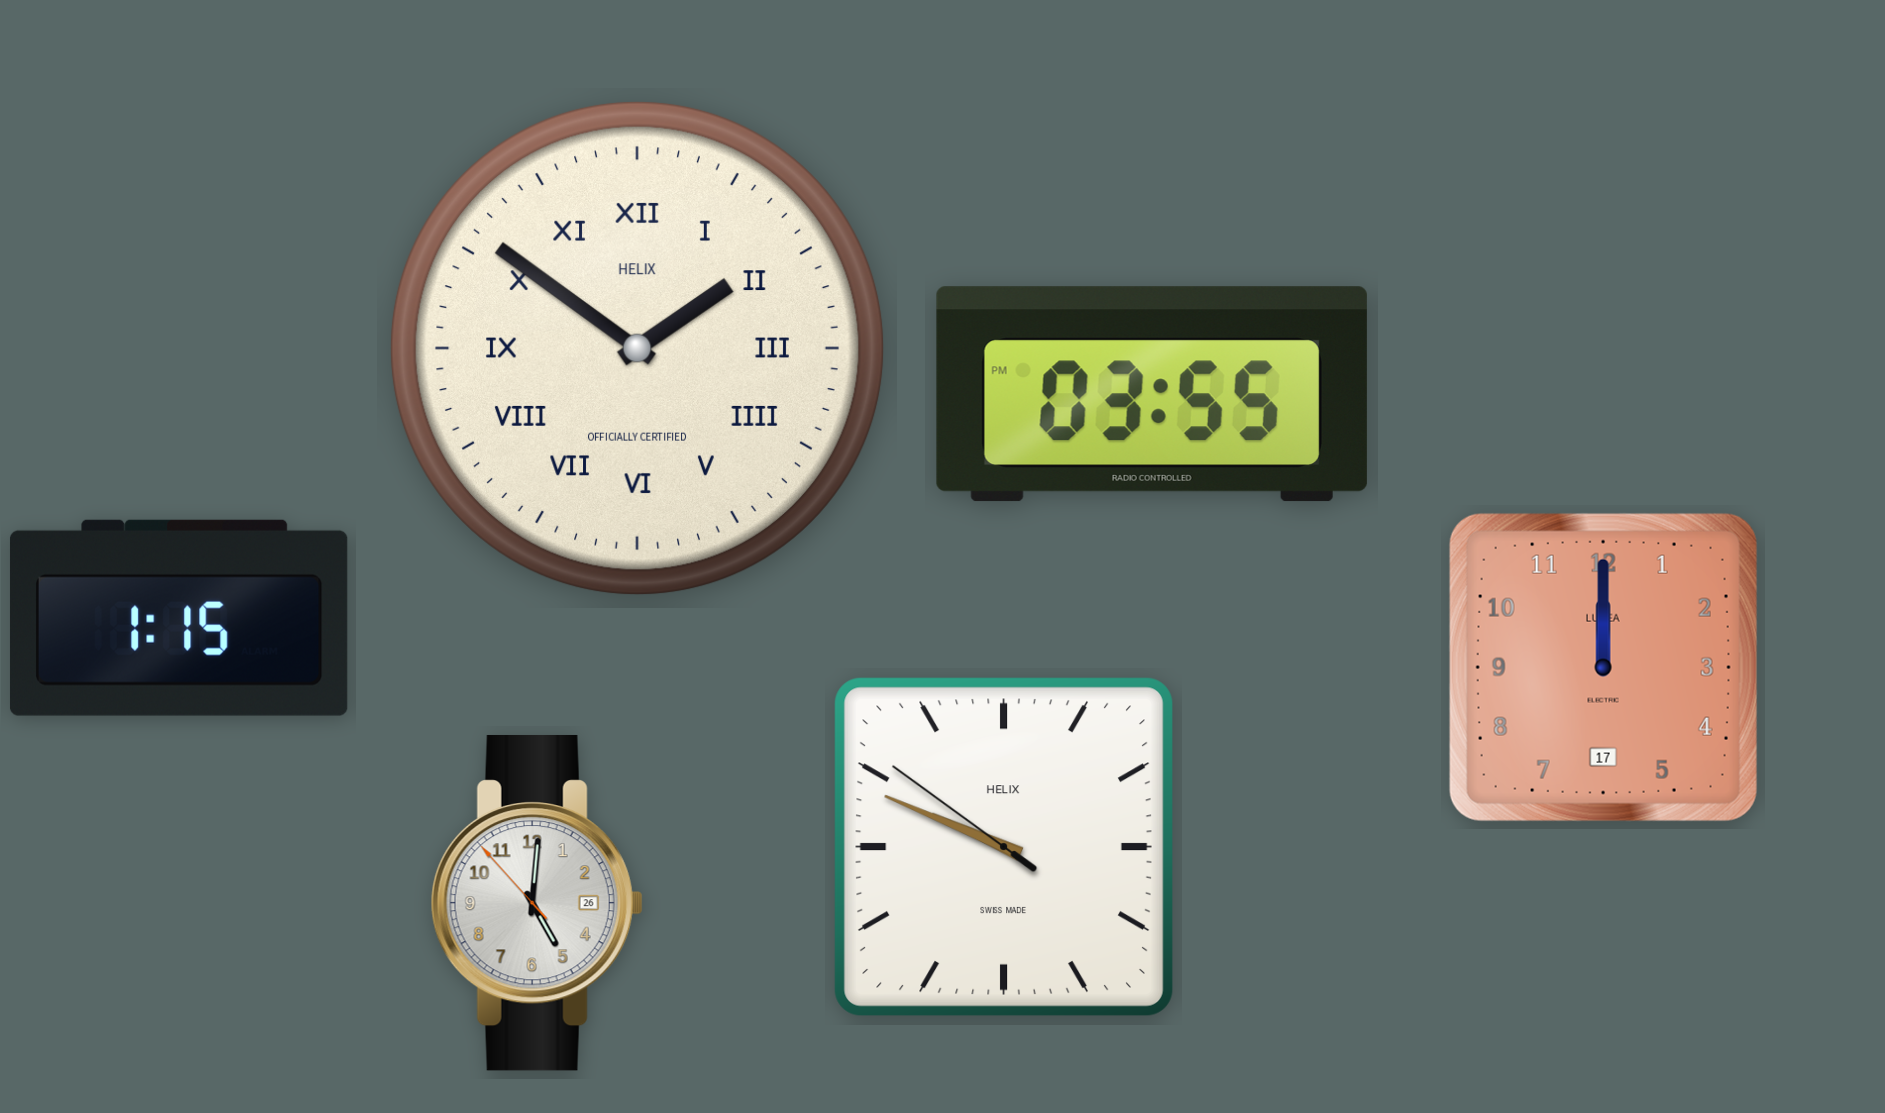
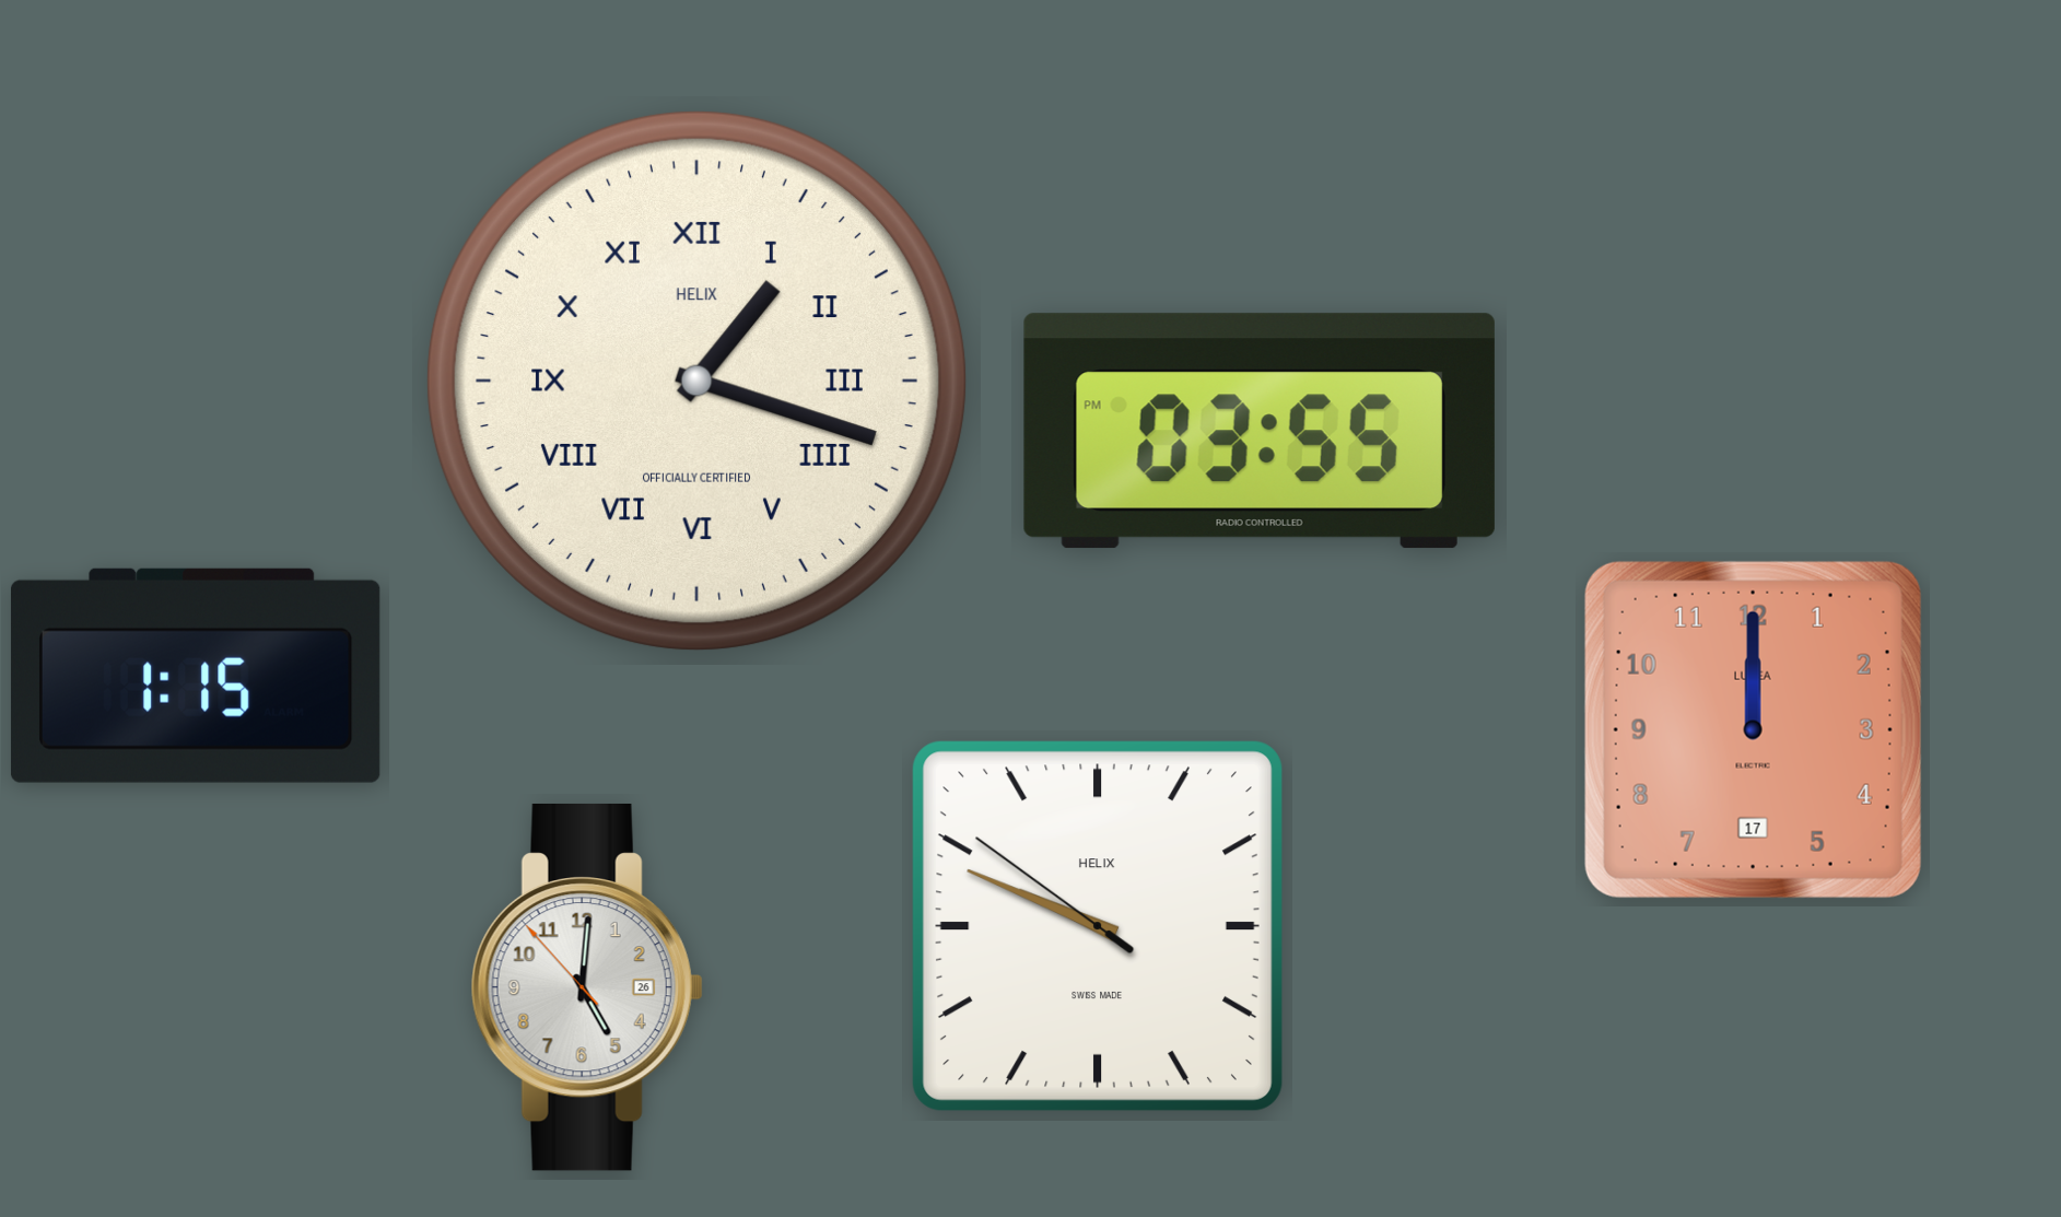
clock at (637, 348): 1:51 -> 1:18
